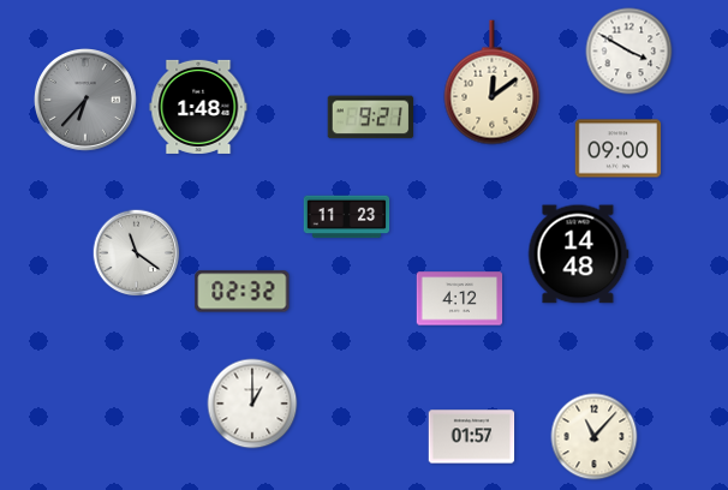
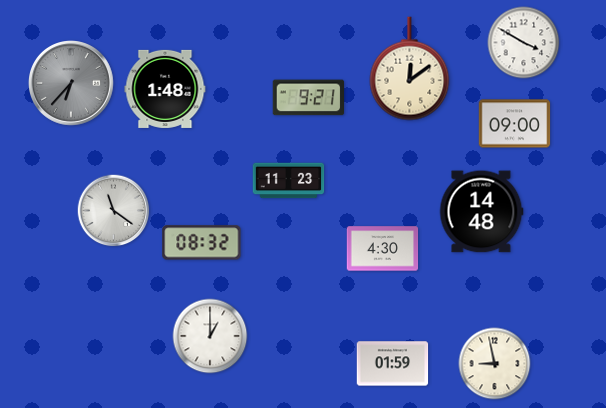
clock at (243, 292): 02:32 -> 08:32
clock at (460, 299): 4:12 -> 4:30
clock at (472, 437): 01:57 -> 01:59
clock at (595, 437): 11:07 -> 8:58
